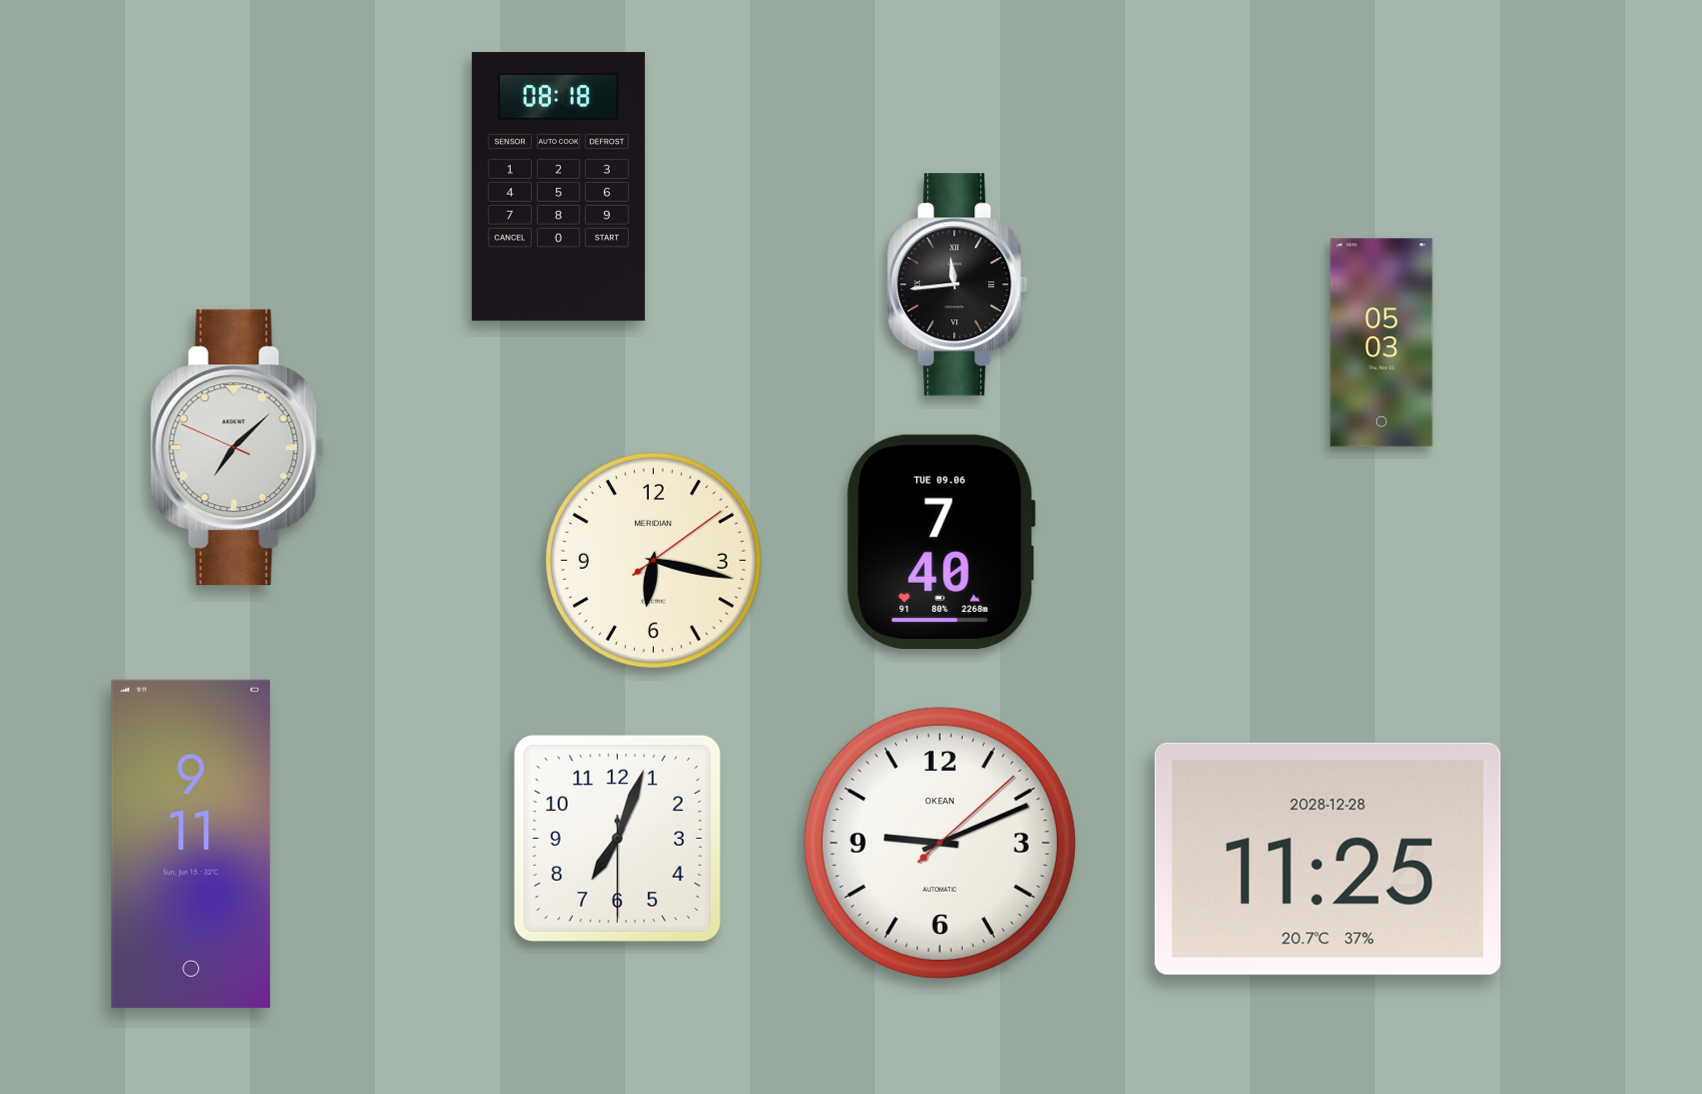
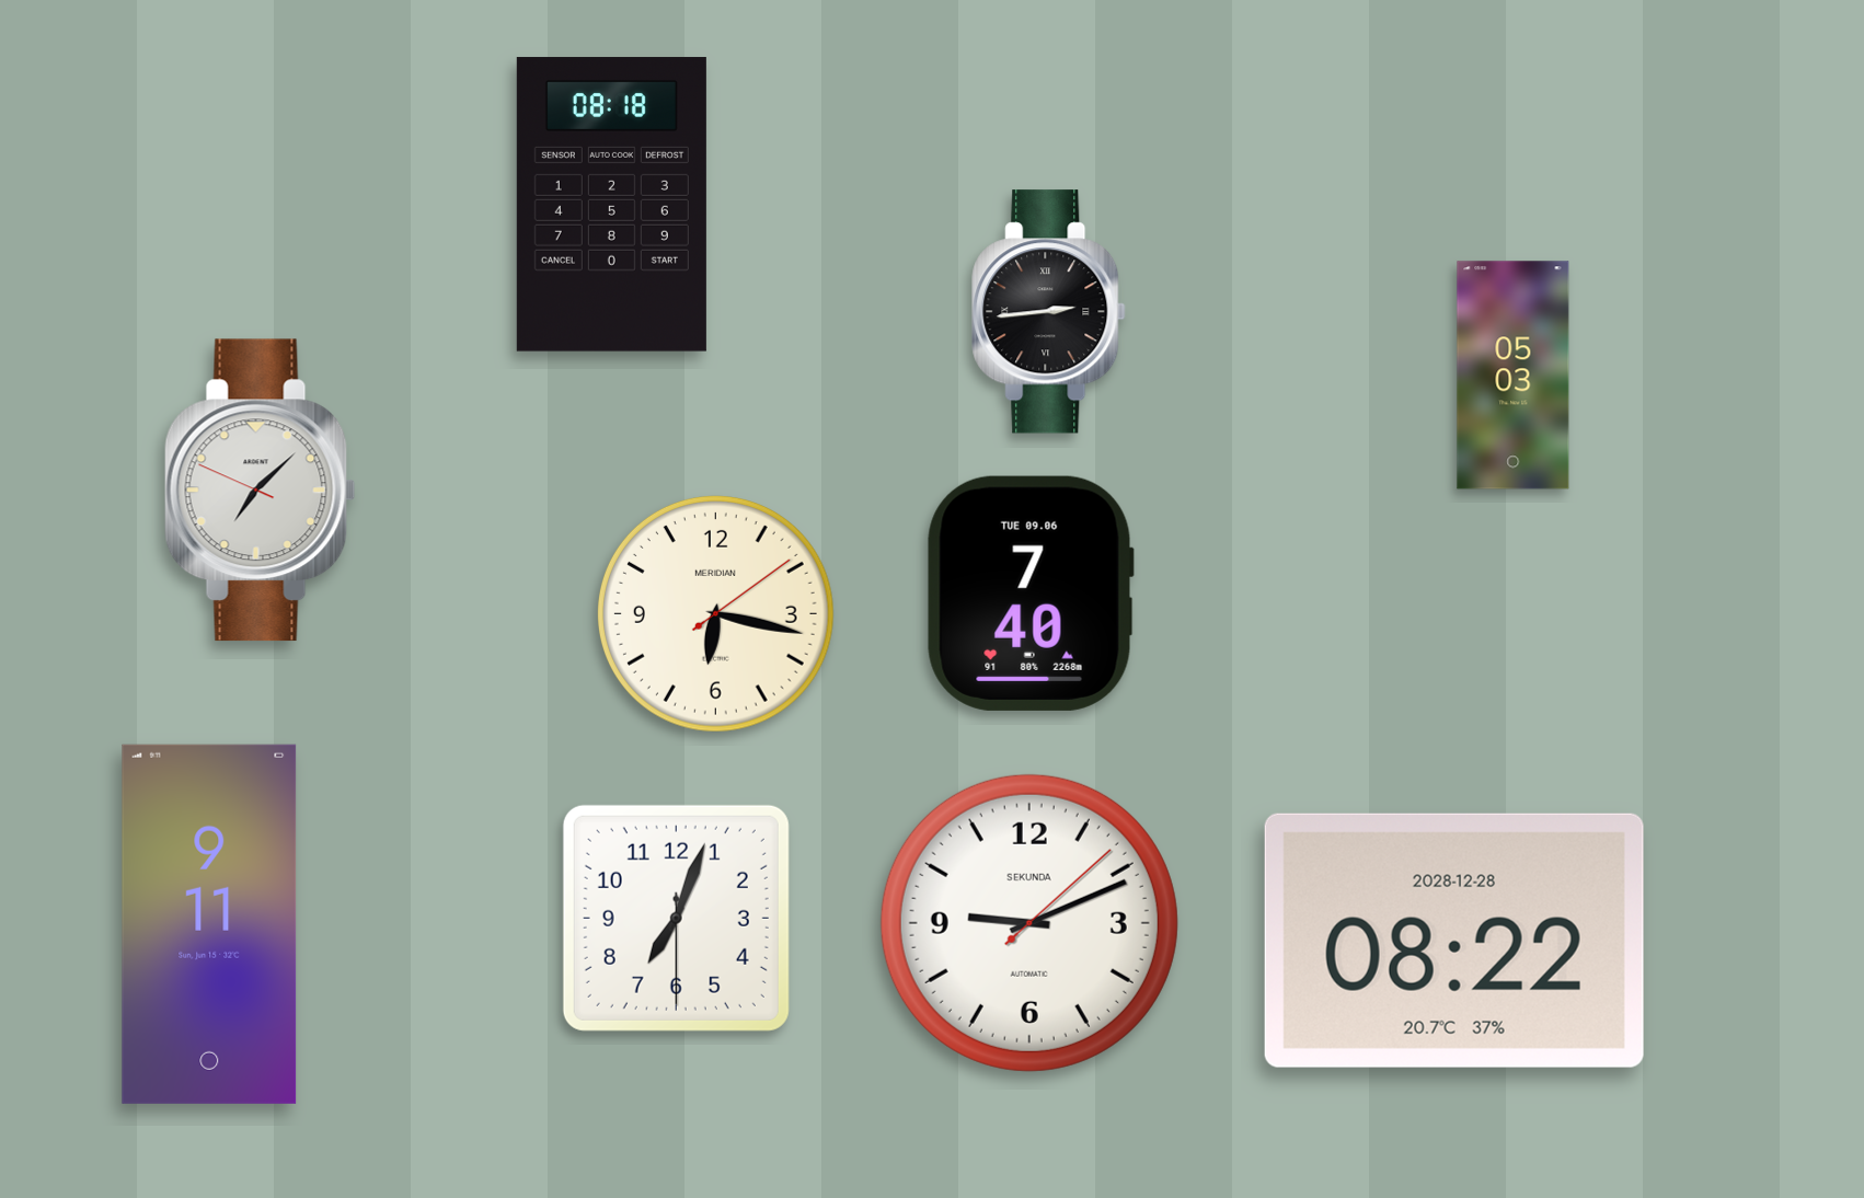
clock at (958, 285): 11:44 -> 2:44
clock at (940, 843) brand: OKEAN -> SEKUNDA
clock at (1328, 859): 11:25 -> 08:22
